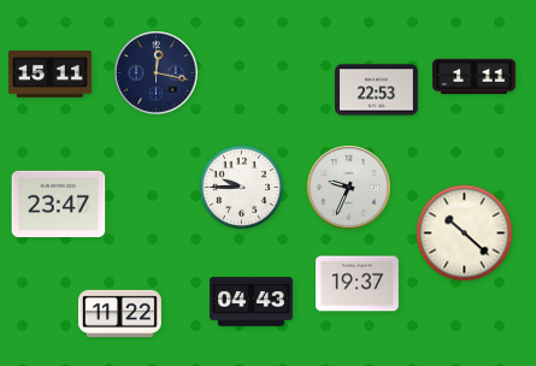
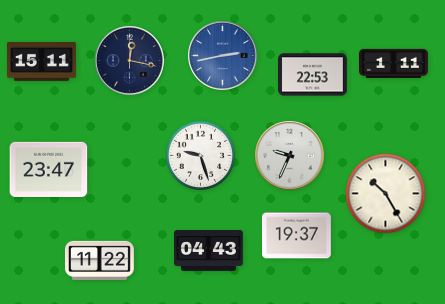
clock at (223, 56): none -> 2:43
clock at (241, 187): 9:45 -> 9:27
clock at (465, 234): 10:22 -> 10:25
